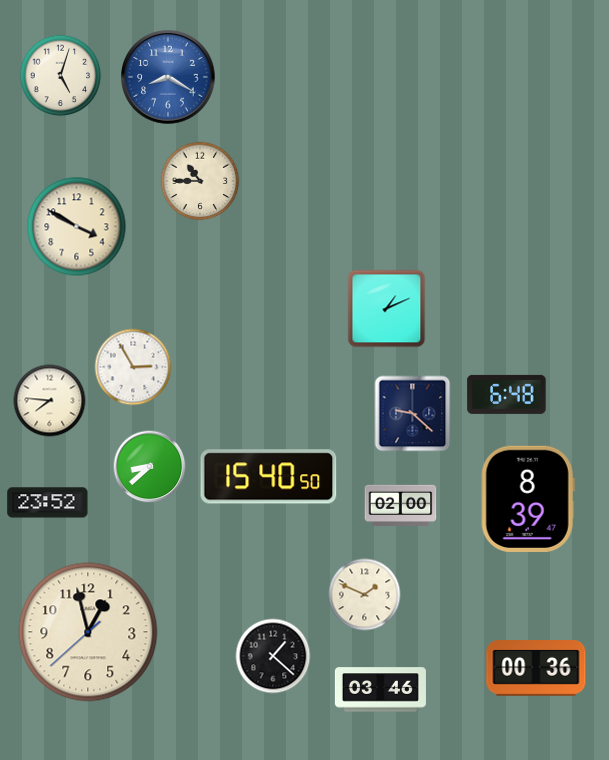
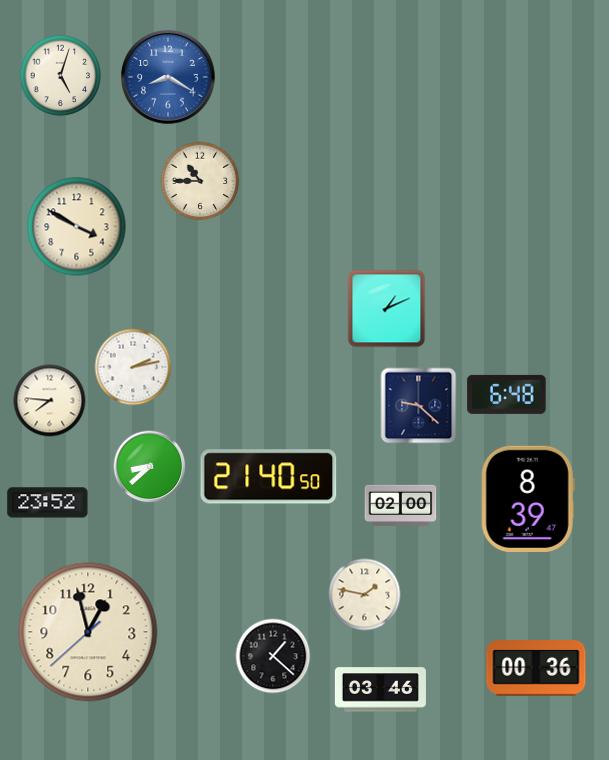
clock at (133, 367): 2:55 -> 2:13
clock at (413, 414) position: (413, 414) -> (419, 406)
clock at (269, 477): 15:40 -> 21:40
clock at (365, 595): 1:49 -> 1:47
